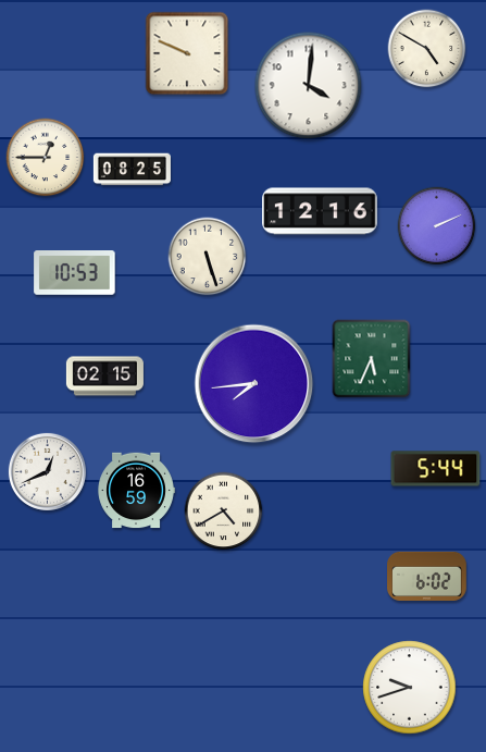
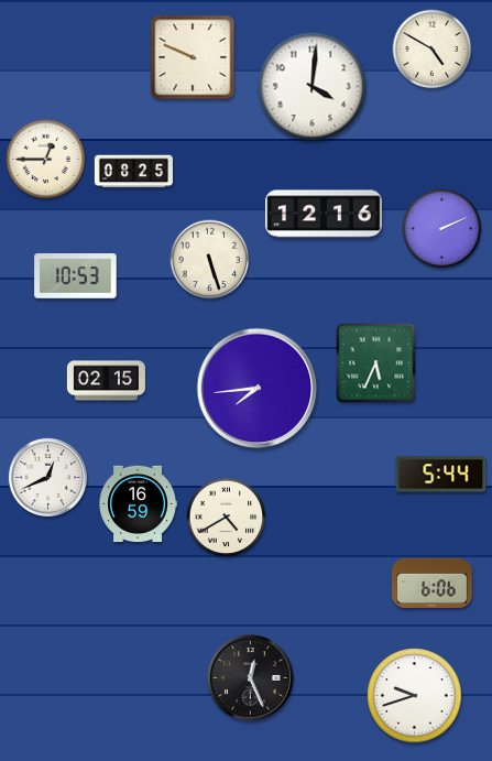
clock at (187, 53) position: (187, 53) -> (193, 57)
clock at (136, 491) position: (136, 491) -> (138, 504)
clock at (427, 576): 6:02 -> 6:06
clock at (251, 678): none -> 12:26
